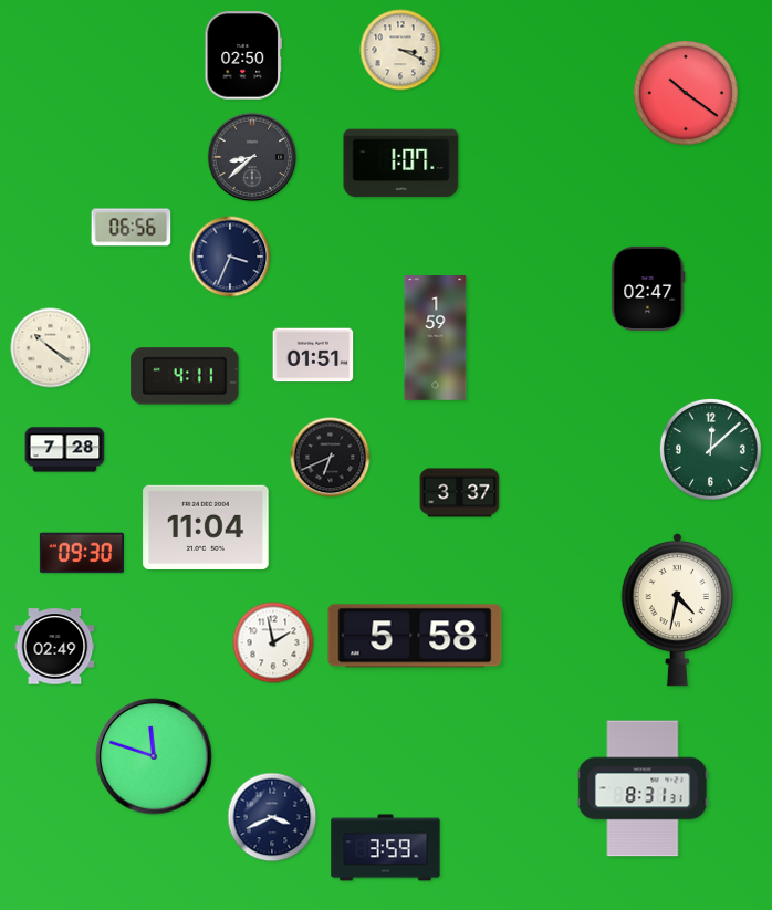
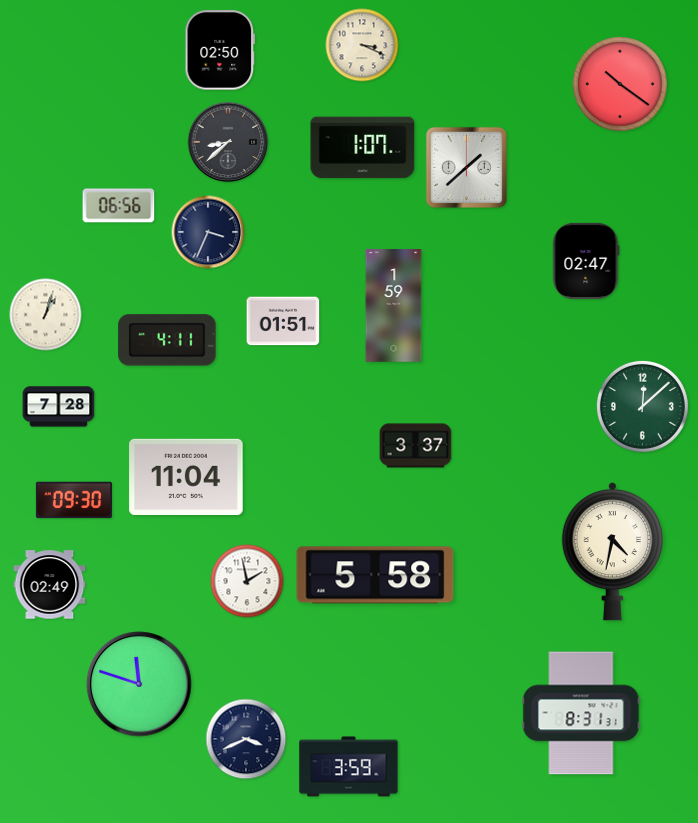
clock at (466, 167): none -> 1:38
clock at (51, 348): 10:21 -> 1:03
clock at (331, 458): 6:41 -> none
